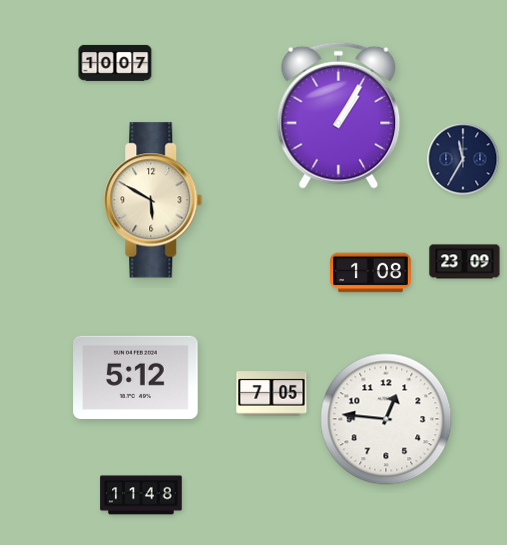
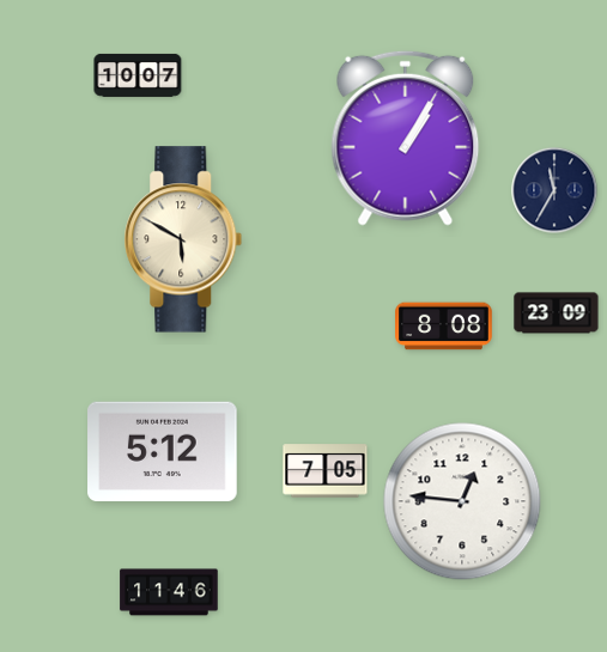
clock at (371, 273): 1:08 -> 8:08
clock at (141, 495): 11:48 -> 11:46
